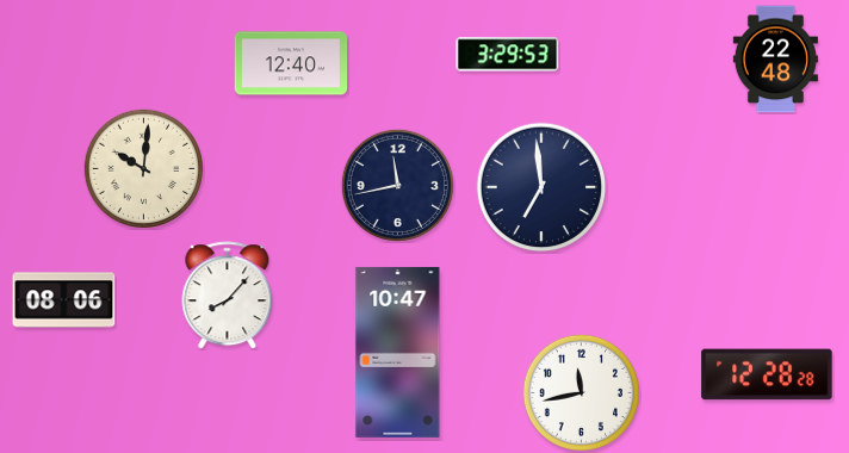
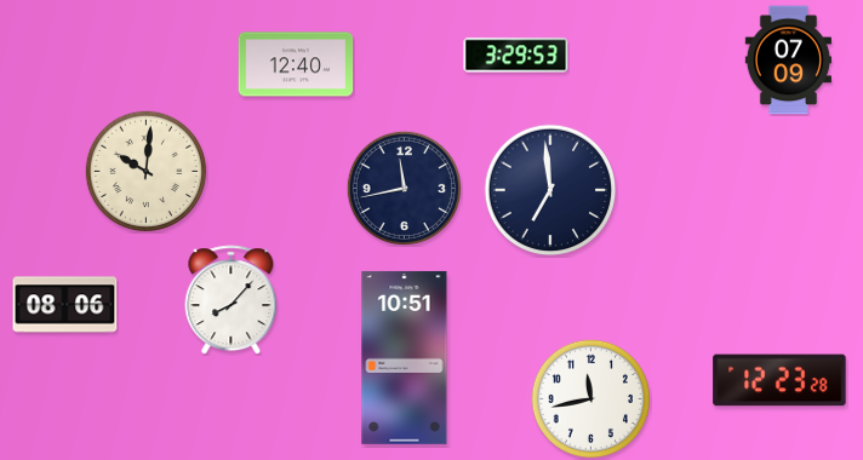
clock at (775, 60): 22:48 -> 07:09
clock at (398, 352): 10:47 -> 10:51
clock at (767, 374): 12:28 -> 12:23
